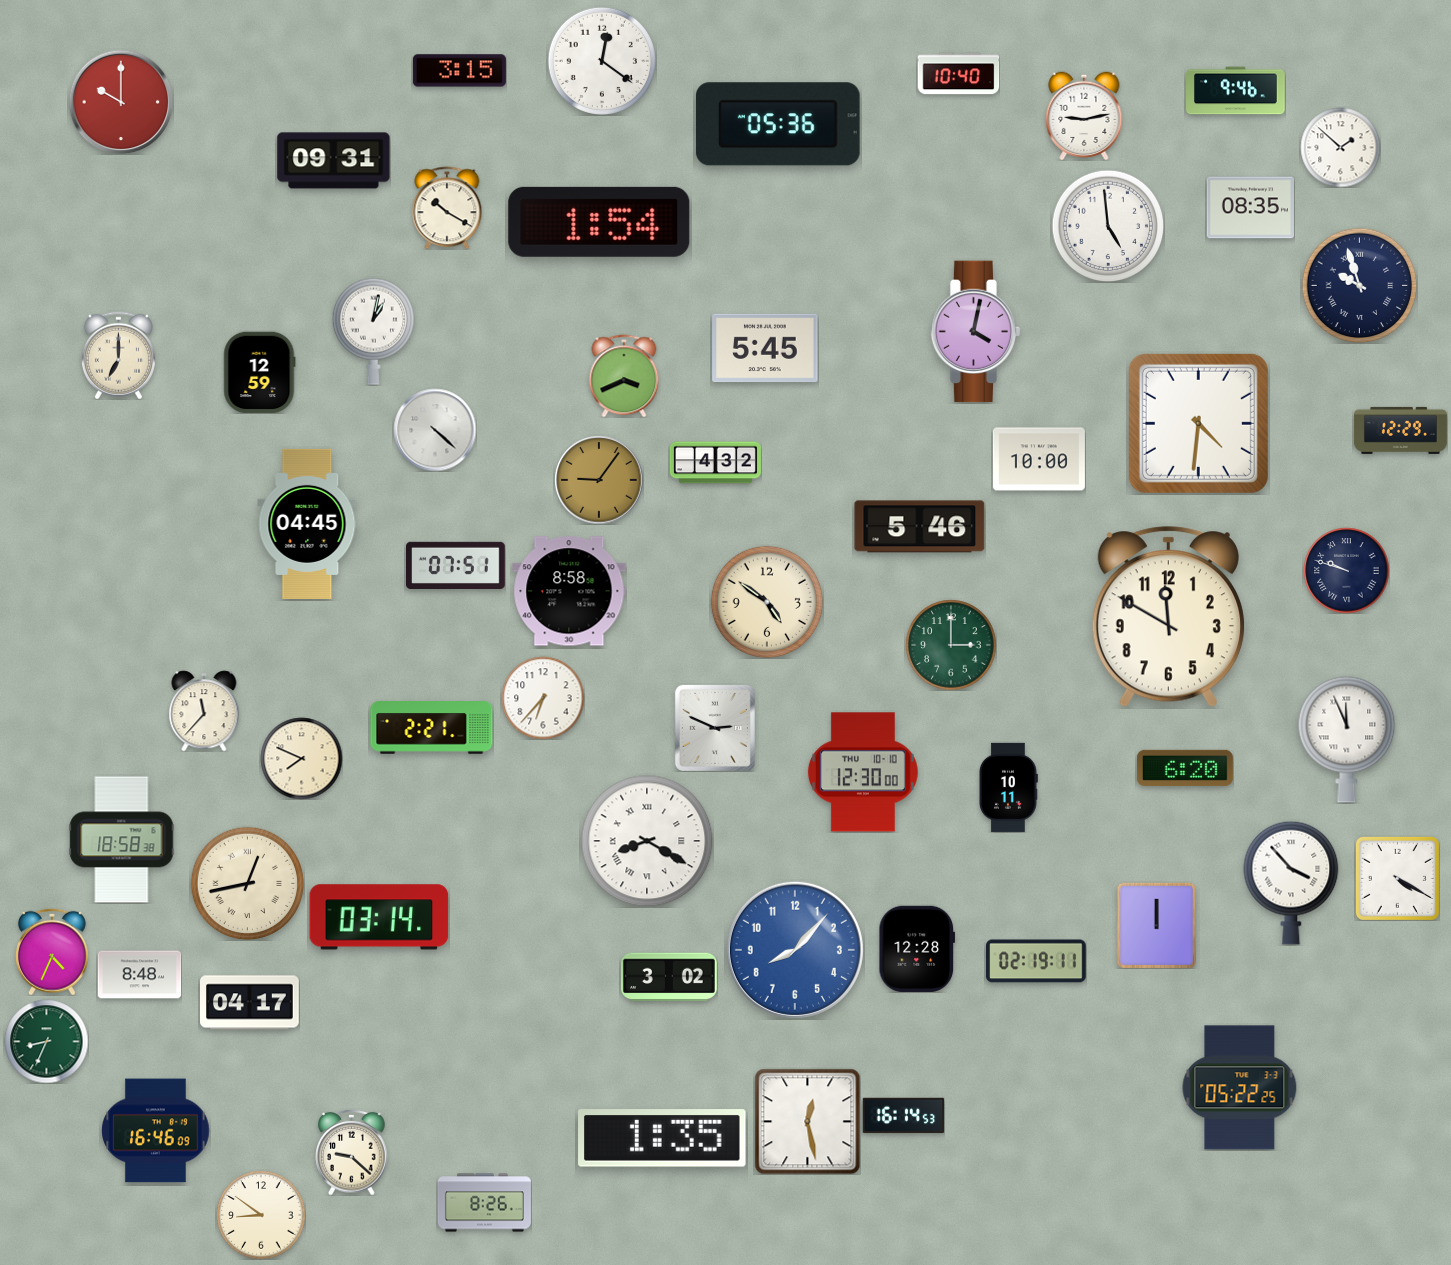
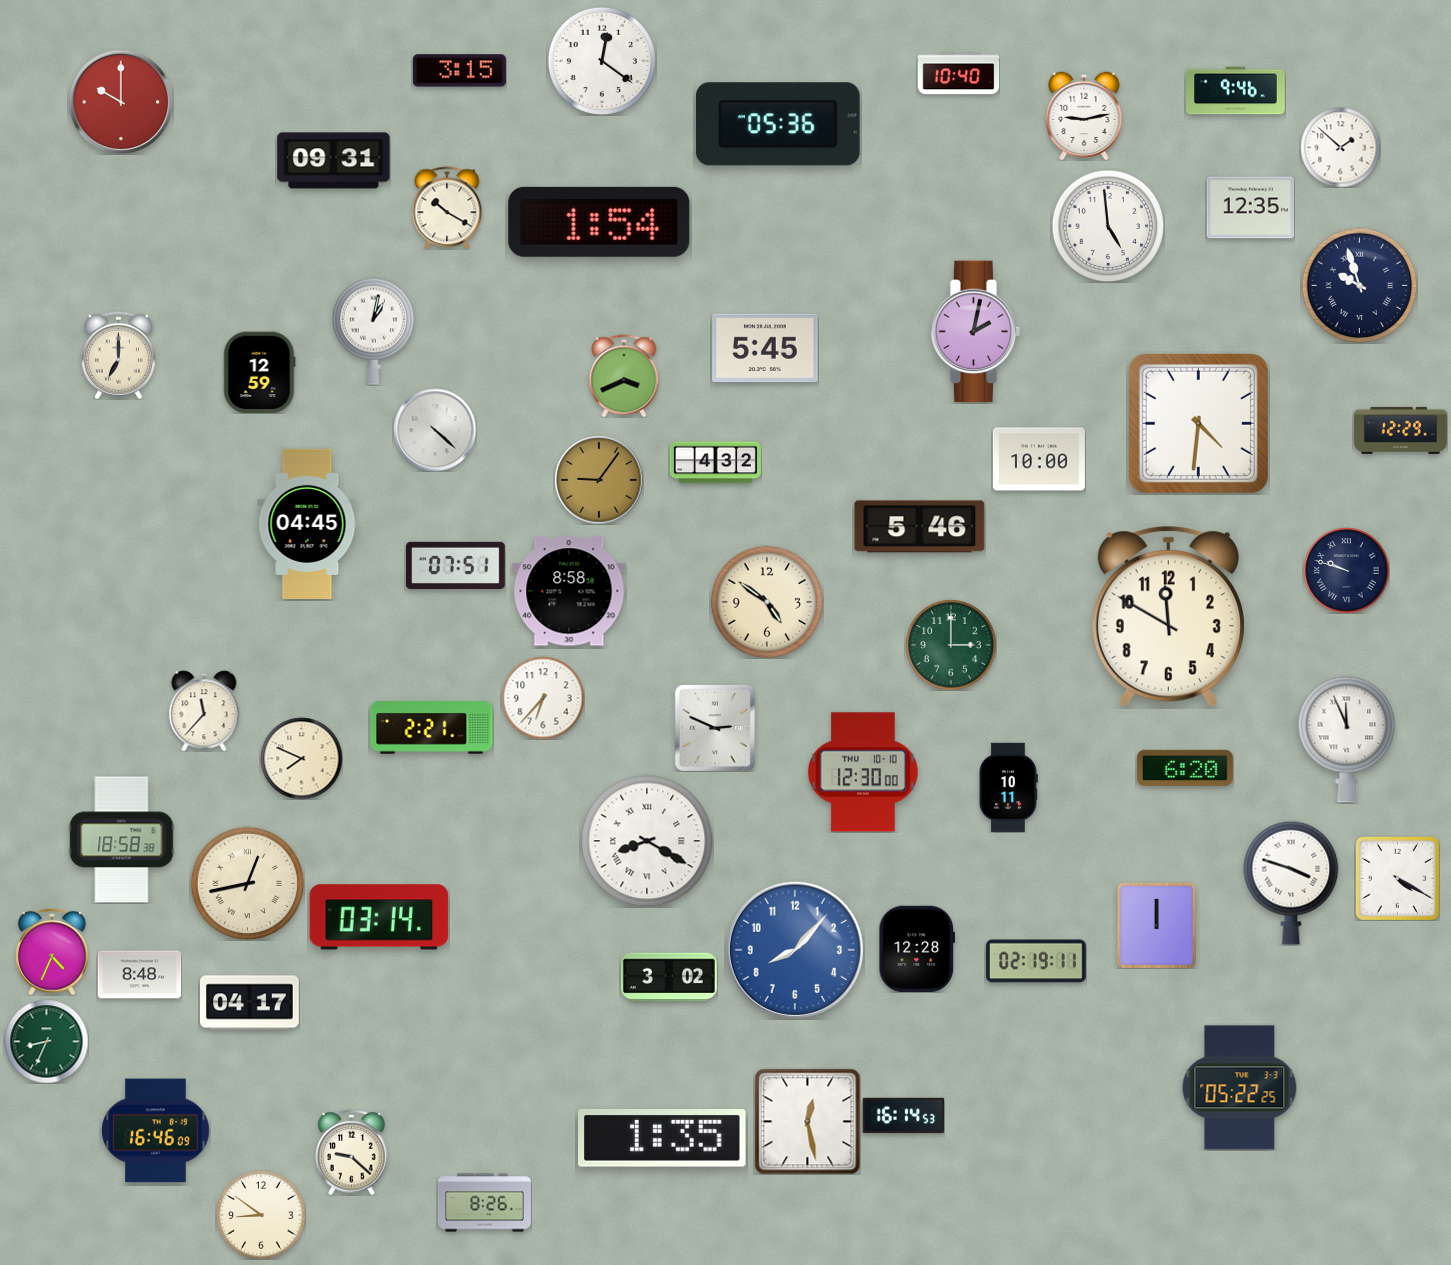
clock at (1250, 208): 08:35 -> 12:35
clock at (976, 332): 4:02 -> 2:02
clock at (1291, 883): 3:53 -> 3:48
